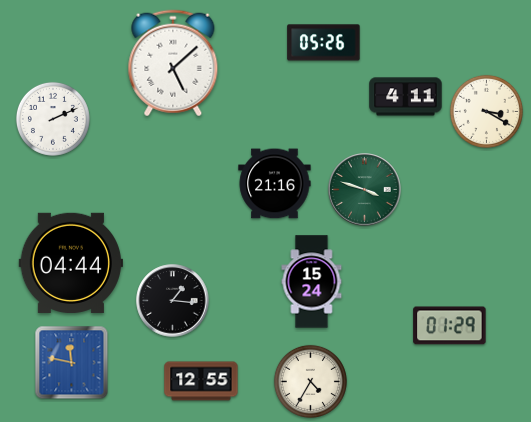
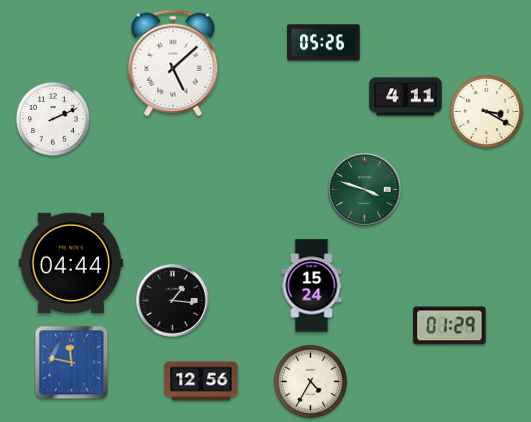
clock at (275, 184): 21:16 -> none
clock at (312, 282) position: (312, 282) -> (312, 286)
clock at (201, 381): 12:55 -> 12:56
